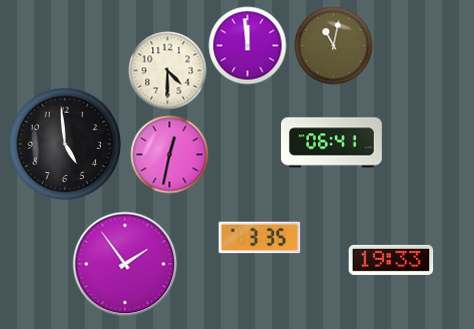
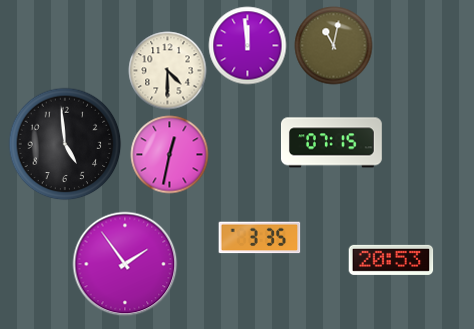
clock at (331, 143): 06:41 -> 07:15
clock at (391, 260): 19:33 -> 20:53
